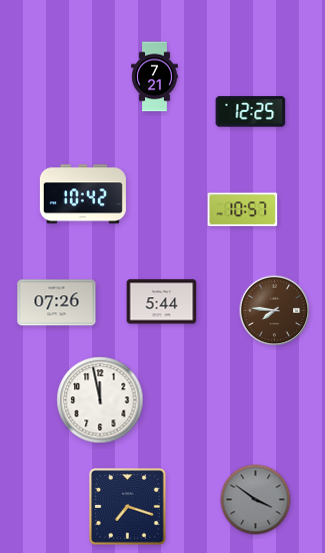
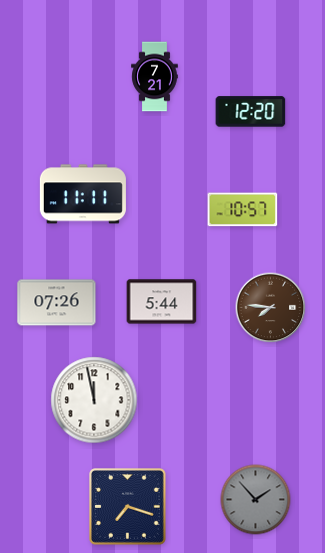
clock at (251, 112): 12:25 -> 12:20
clock at (83, 194): 10:42 -> 11:11
clock at (275, 311) position: (275, 311) -> (271, 308)
clock at (100, 400) position: (100, 400) -> (94, 400)
clock at (256, 500): 3:51 -> 1:53
